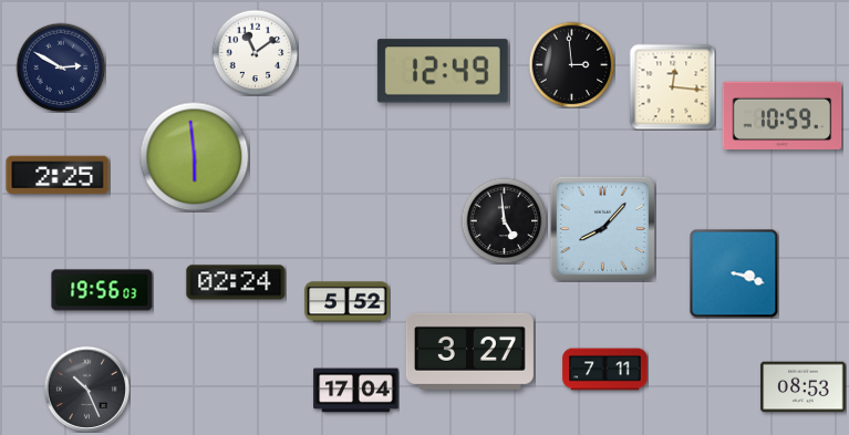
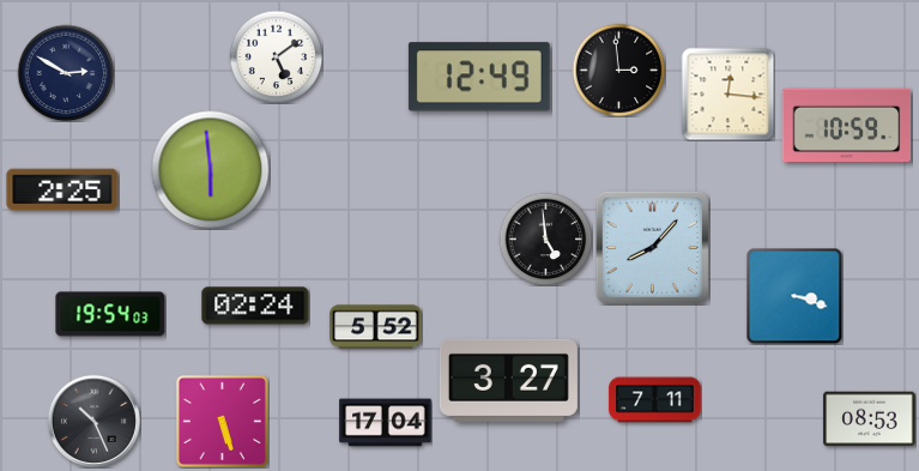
clock at (255, 52): 11:09 -> 5:09
clock at (102, 290): 19:56 -> 19:54
clock at (222, 421): none -> 5:27
